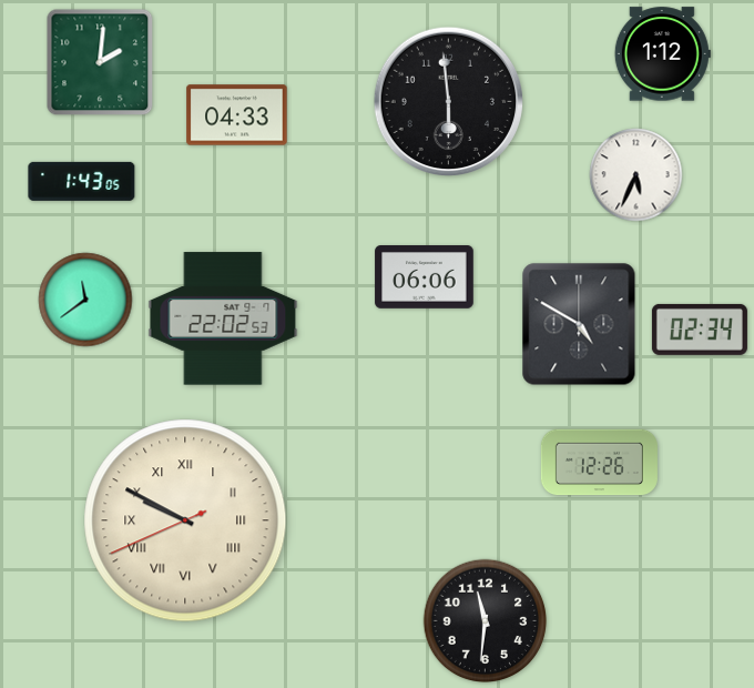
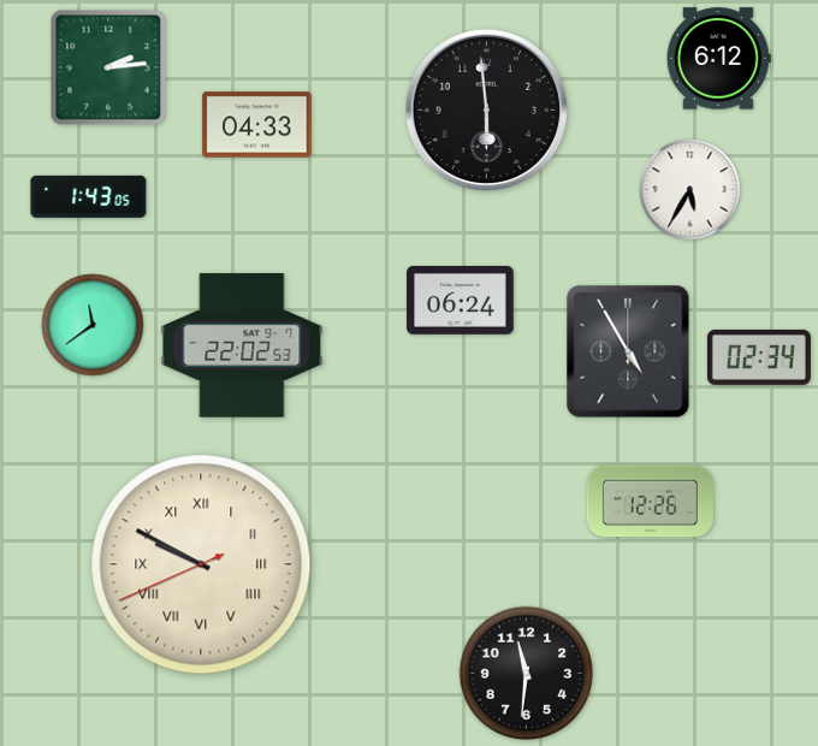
clock at (662, 54): 1:12 -> 6:12
clock at (100, 62): 2:01 -> 2:14
clock at (636, 175): 5:34 -> 5:35
clock at (425, 277): 06:06 -> 06:24
clock at (579, 324): 4:50 -> 4:55
